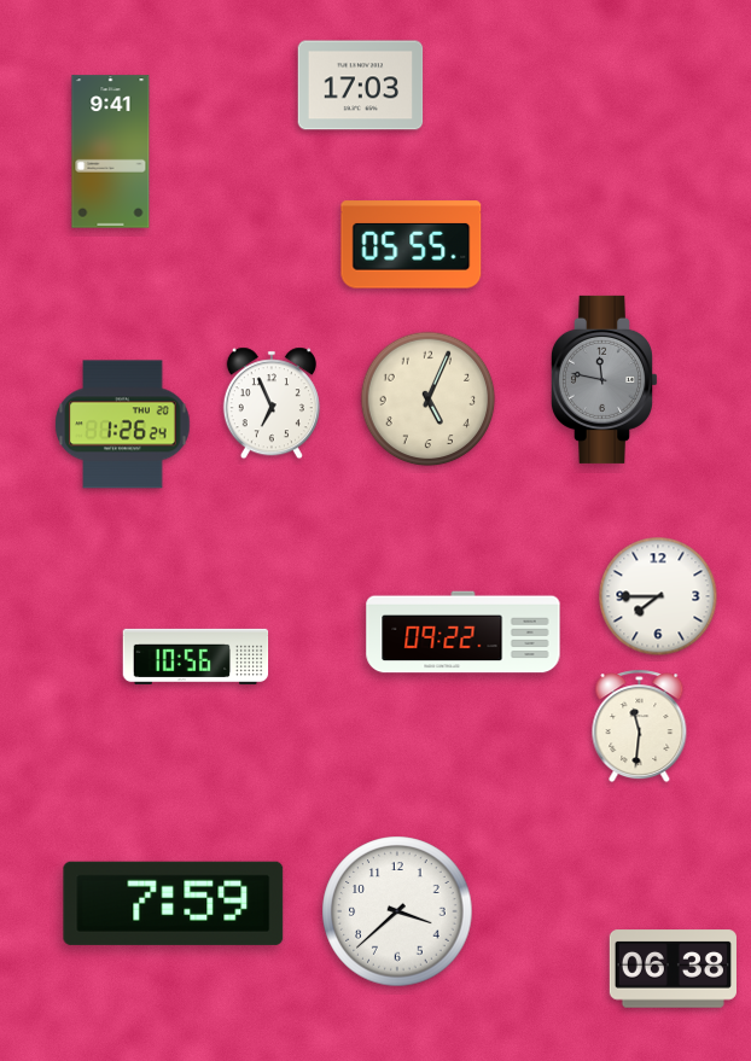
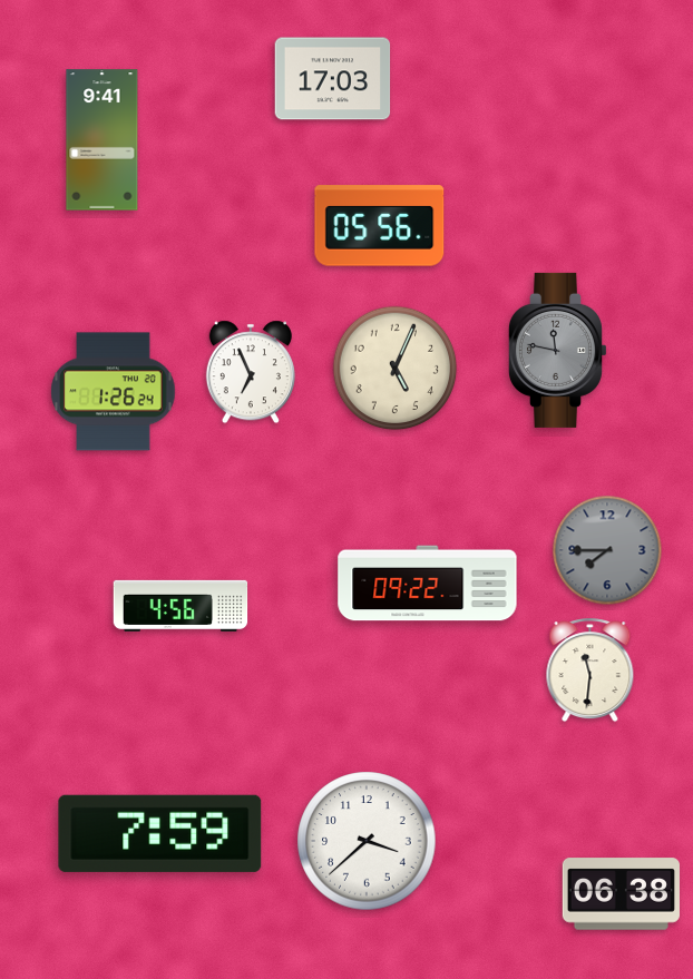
clock at (412, 245): 05:55 -> 05:56
clock at (658, 596) dial: white -> grey
clock at (196, 657): 10:56 -> 4:56
